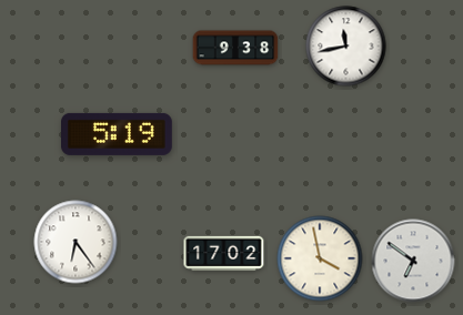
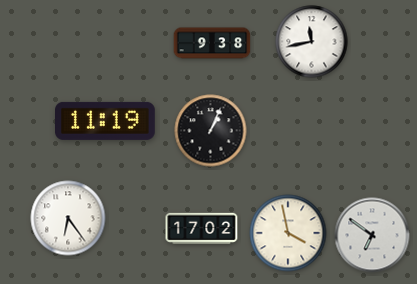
clock at (118, 134): 5:19 -> 11:19
clock at (211, 131): none -> 1:04
